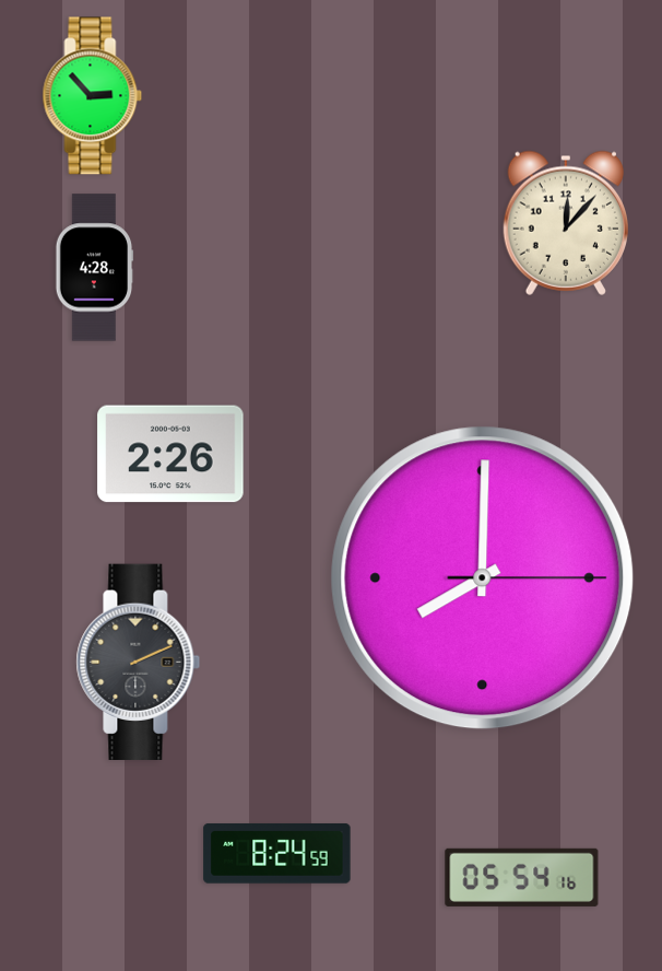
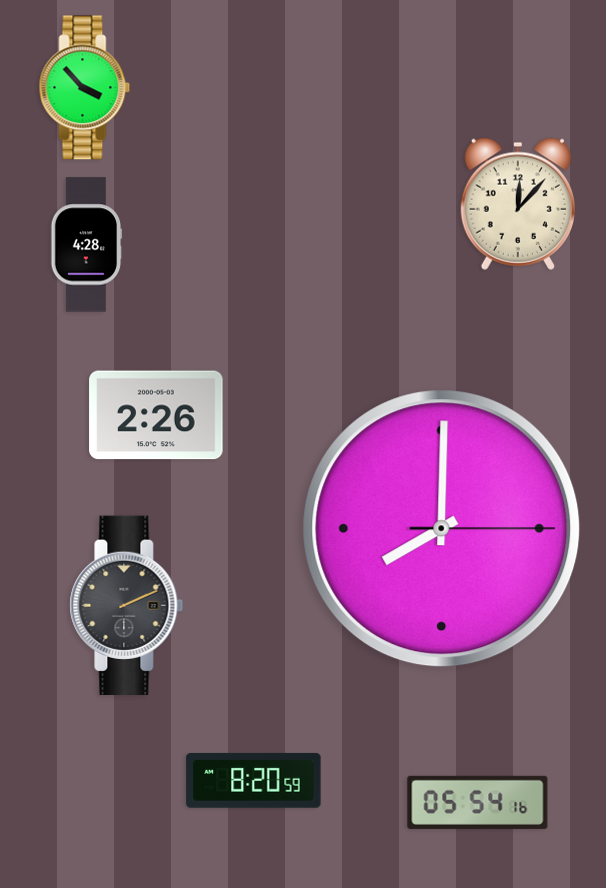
clock at (93, 96): 2:53 -> 3:53
clock at (277, 853): 8:24 -> 8:20
